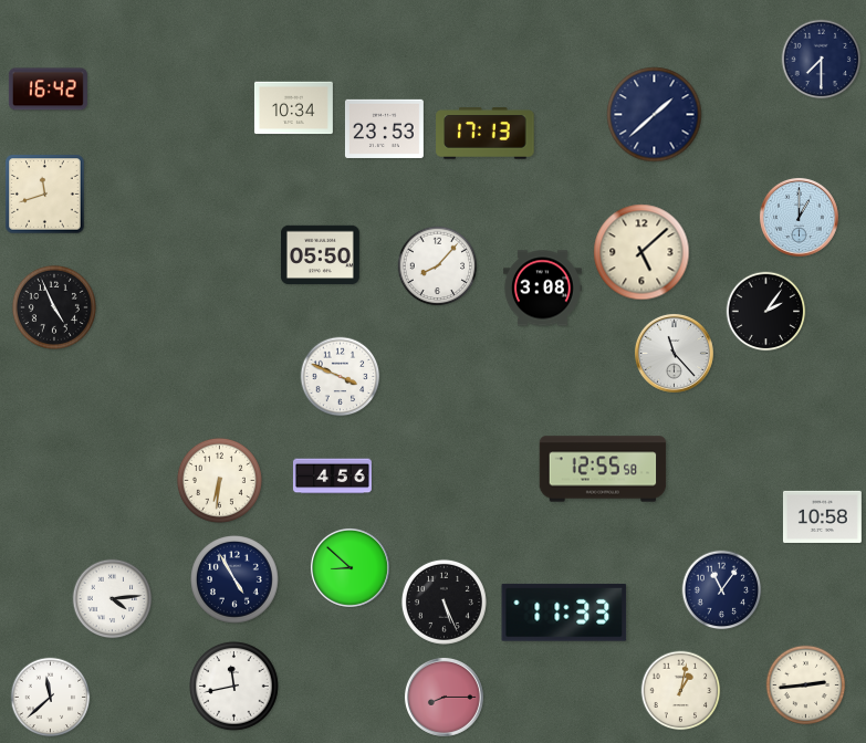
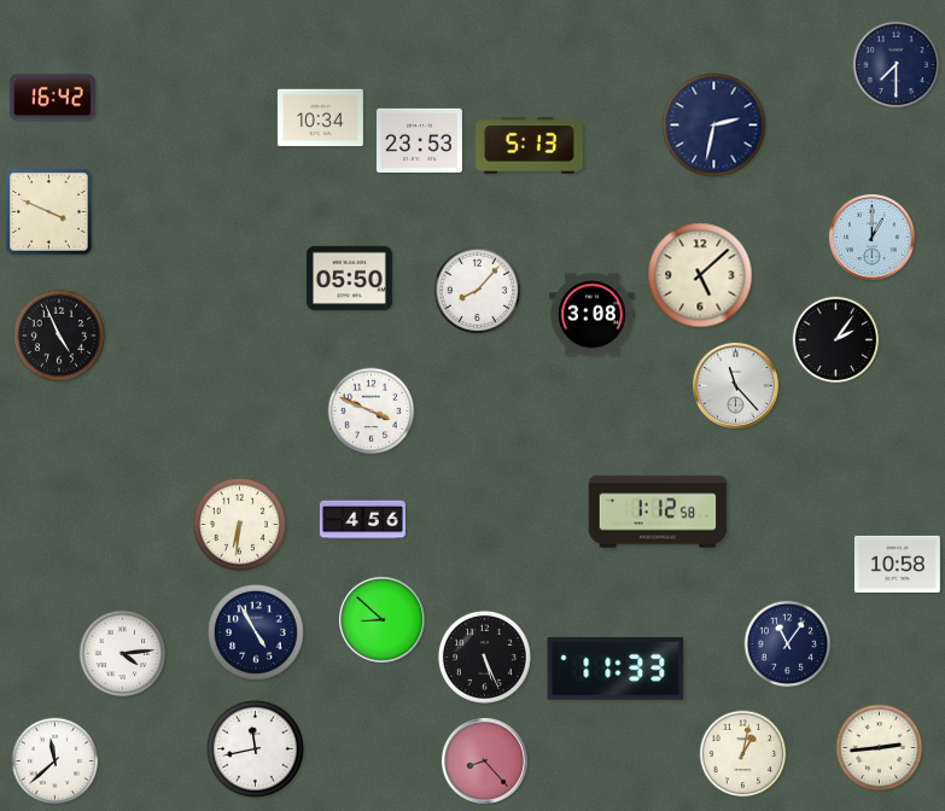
clock at (655, 115): 1:38 -> 2:32
clock at (486, 134): 17:13 -> 5:13
clock at (45, 195): 11:42 -> 3:49
clock at (603, 469): 12:55 -> 1:12
clock at (444, 697): 8:15 -> 8:23
